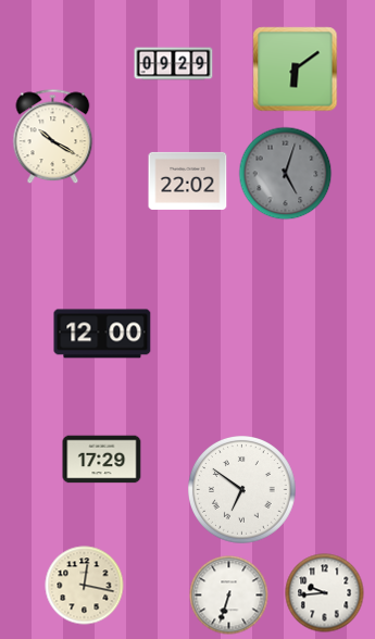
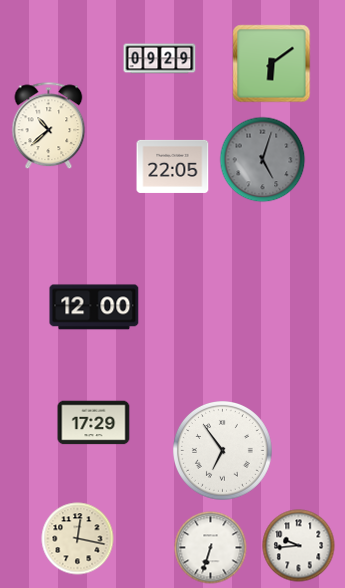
clock at (53, 137): 10:20 -> 10:38
clock at (188, 180): 22:02 -> 22:05
clock at (242, 490): 6:51 -> 6:54
